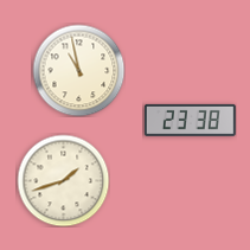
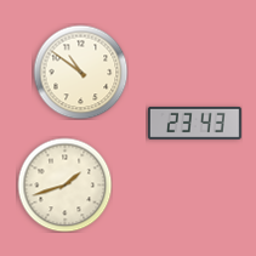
clock at (78, 70): 10:58 -> 10:51
clock at (190, 120): 23:38 -> 23:43
